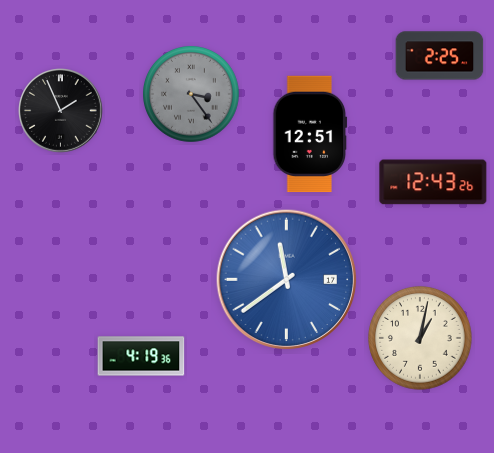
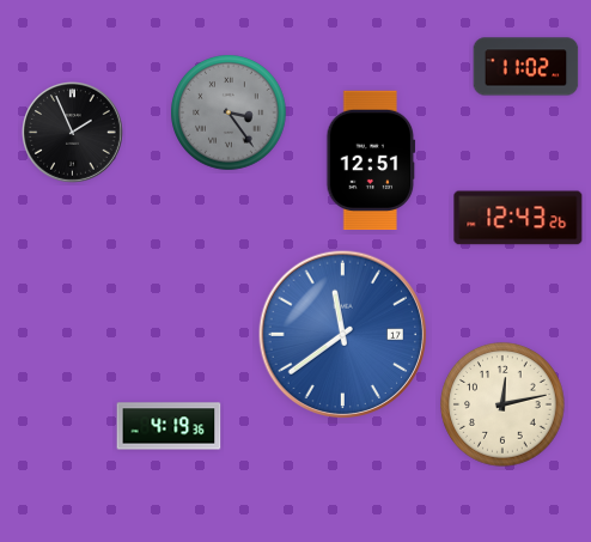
clock at (440, 56): 2:25 -> 11:02
clock at (420, 338): 1:02 -> 12:13
